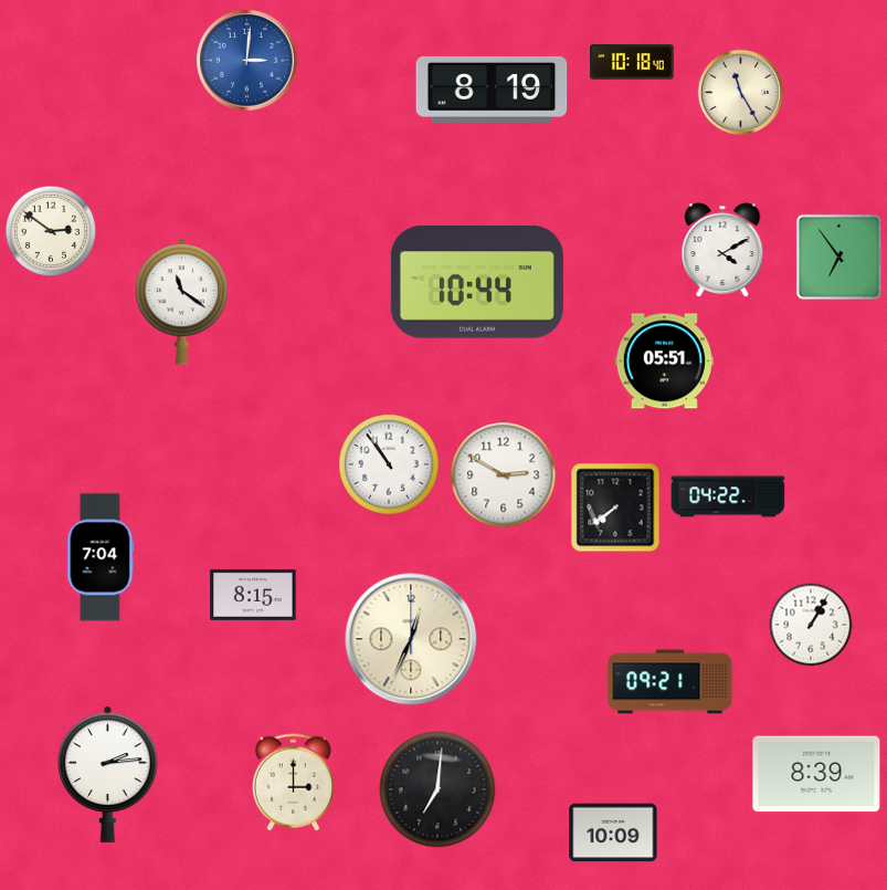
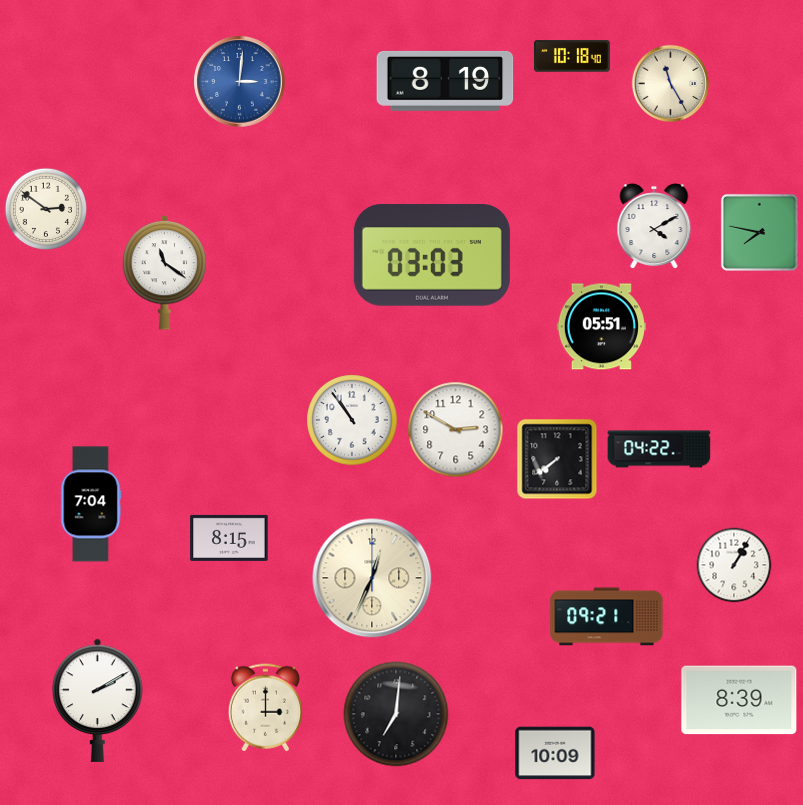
clock at (247, 61) position: (247, 61) -> (240, 82)
clock at (838, 256): 6:54 -> 7:47
clock at (477, 282): 10:44 -> 03:03
clock at (108, 774): 2:14 -> 2:10
